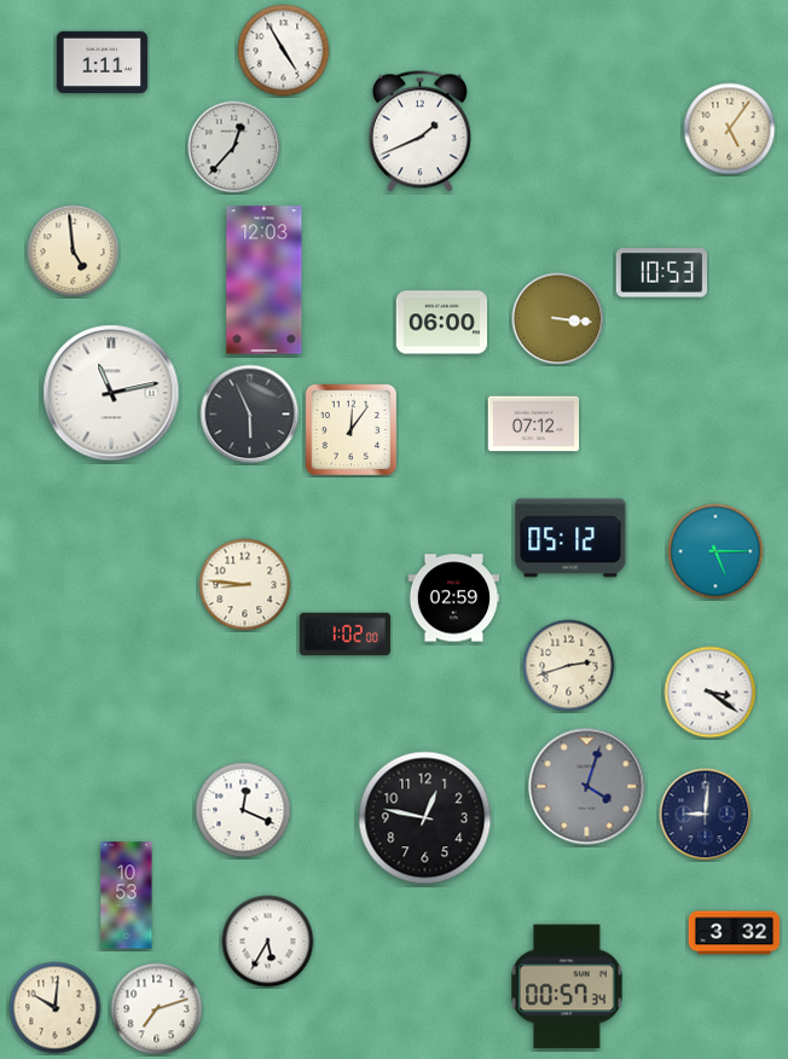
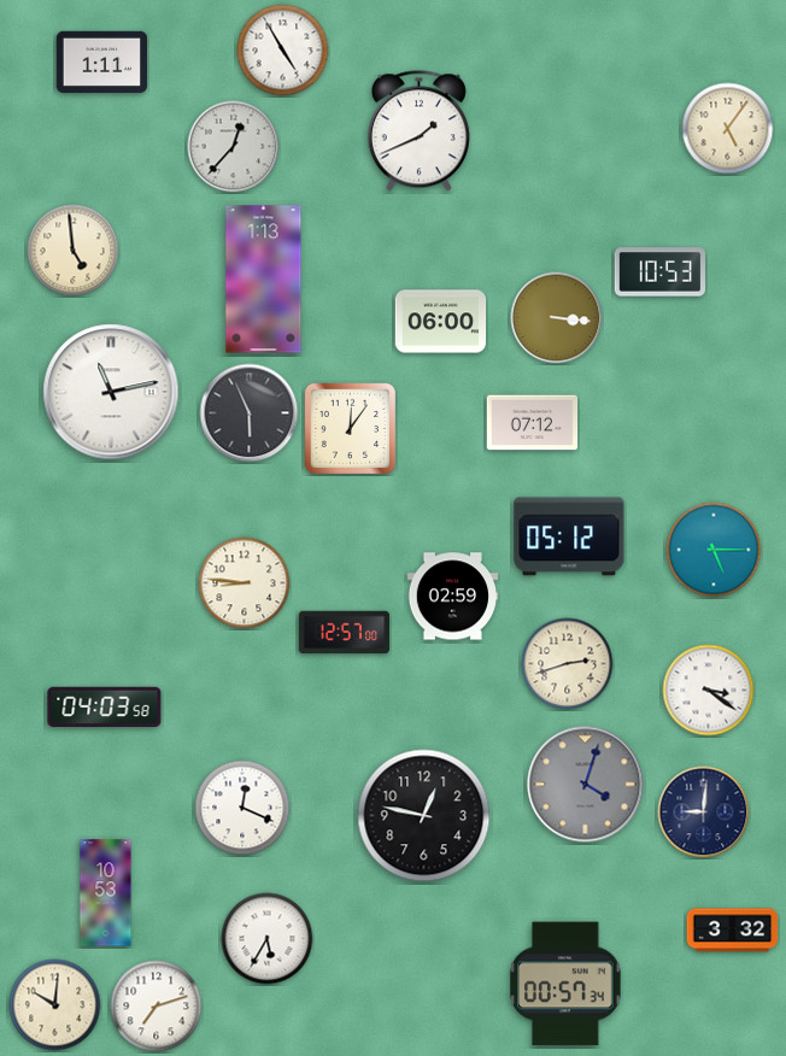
clock at (265, 280): 12:03 -> 1:13
clock at (346, 635): 1:02 -> 12:57
clock at (105, 708): none -> 04:03
clock at (127, 896) position: (127, 896) -> (106, 893)
